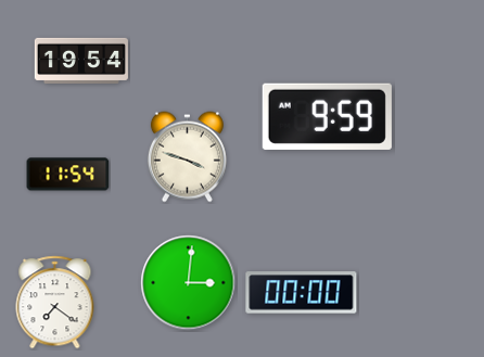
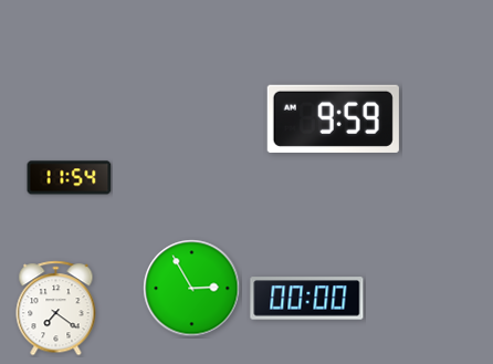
clock at (81, 61): 19:54 -> none
clock at (187, 157): 3:48 -> none
clock at (189, 283): 3:01 -> 2:55
